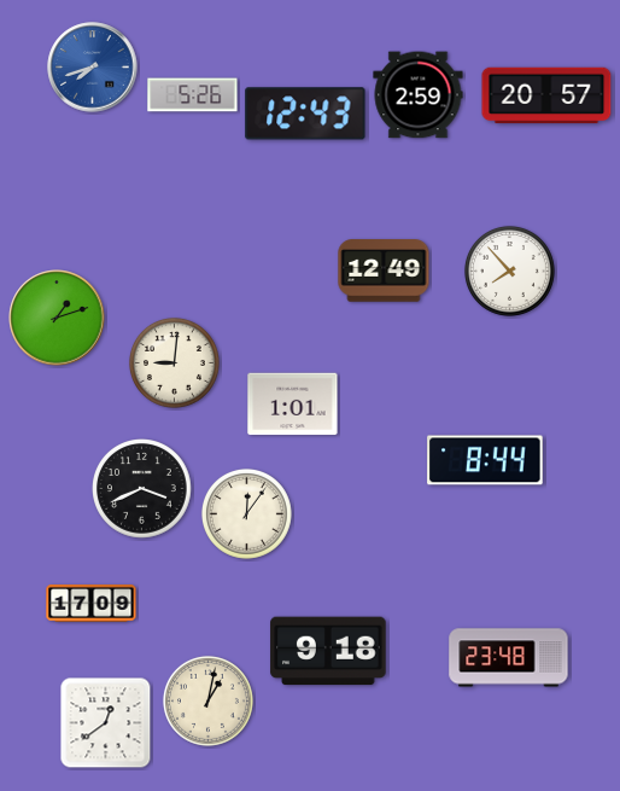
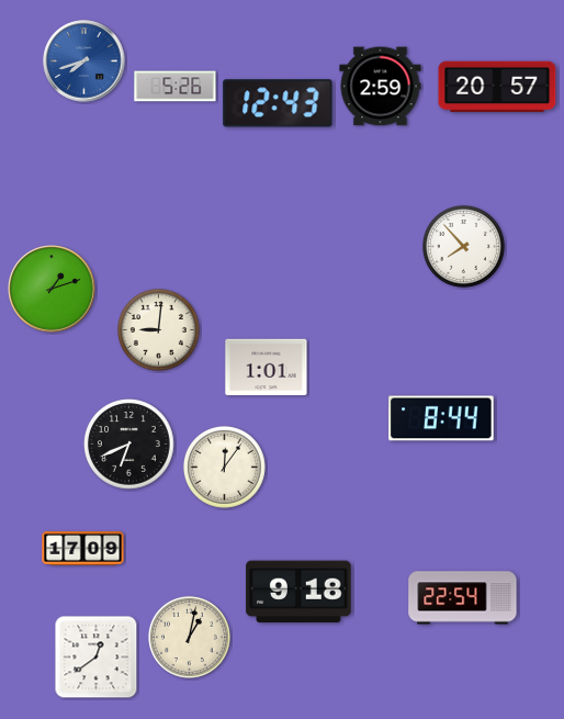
clock at (384, 271): 12:49 -> none
clock at (142, 489): 3:41 -> 6:41
clock at (509, 658): 23:48 -> 22:54
